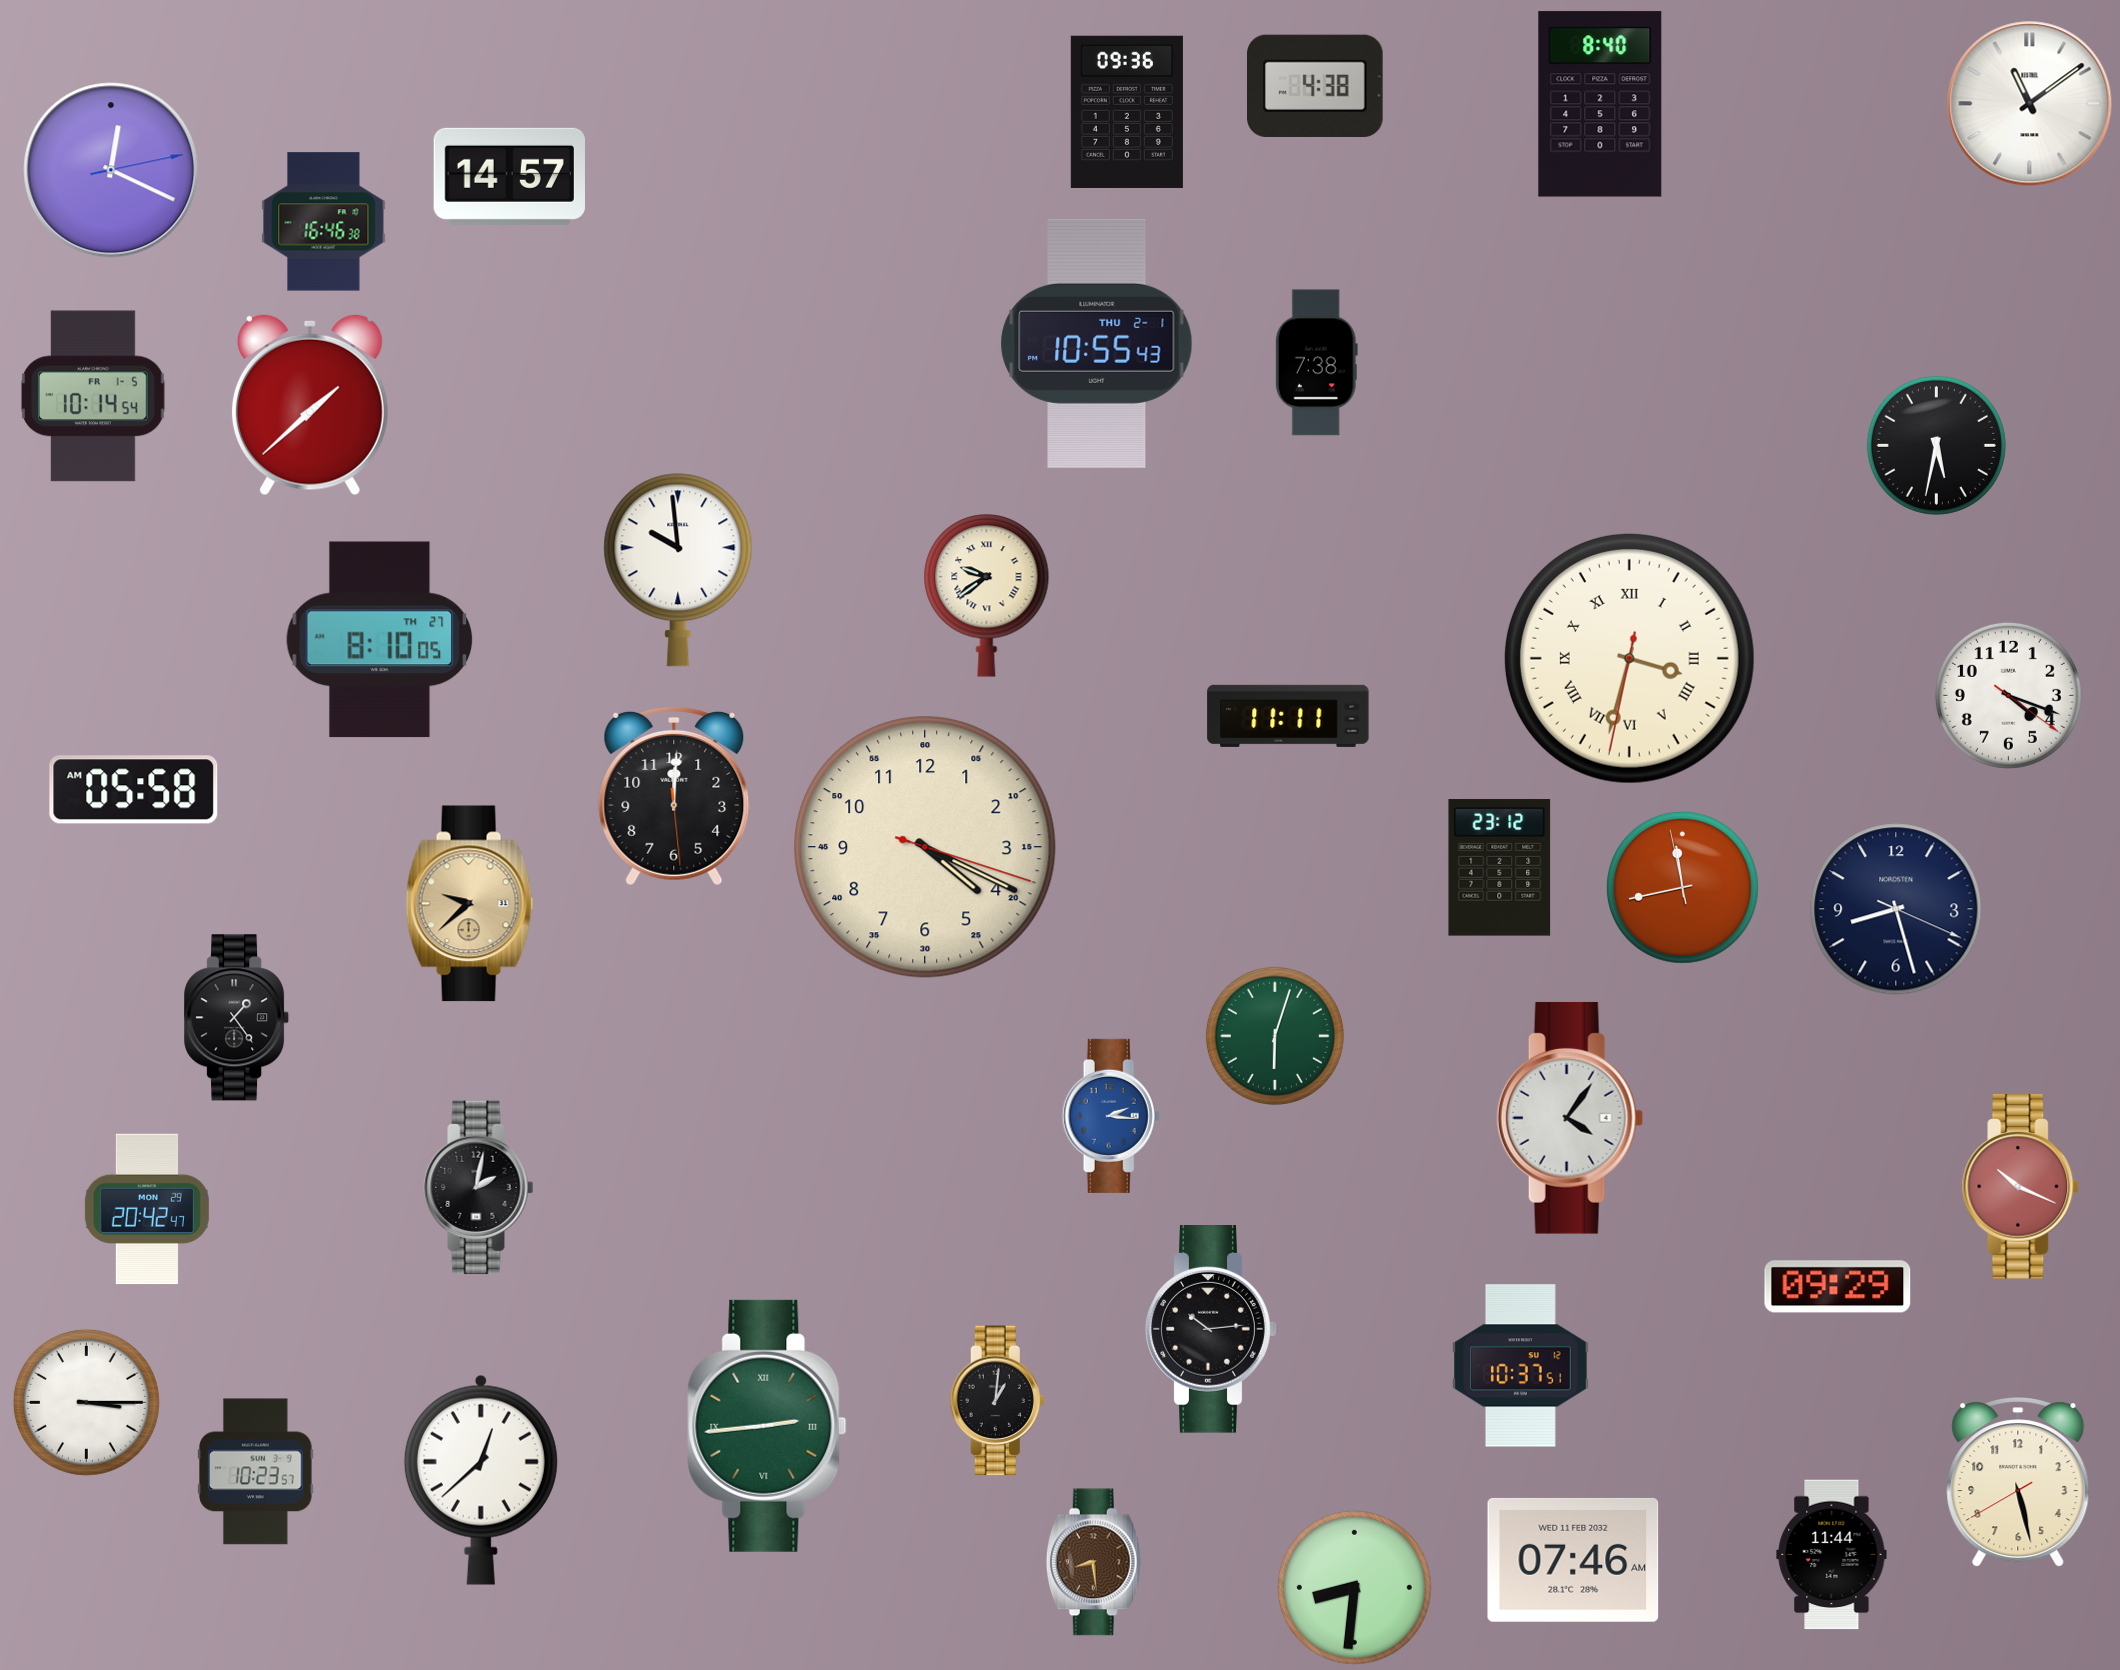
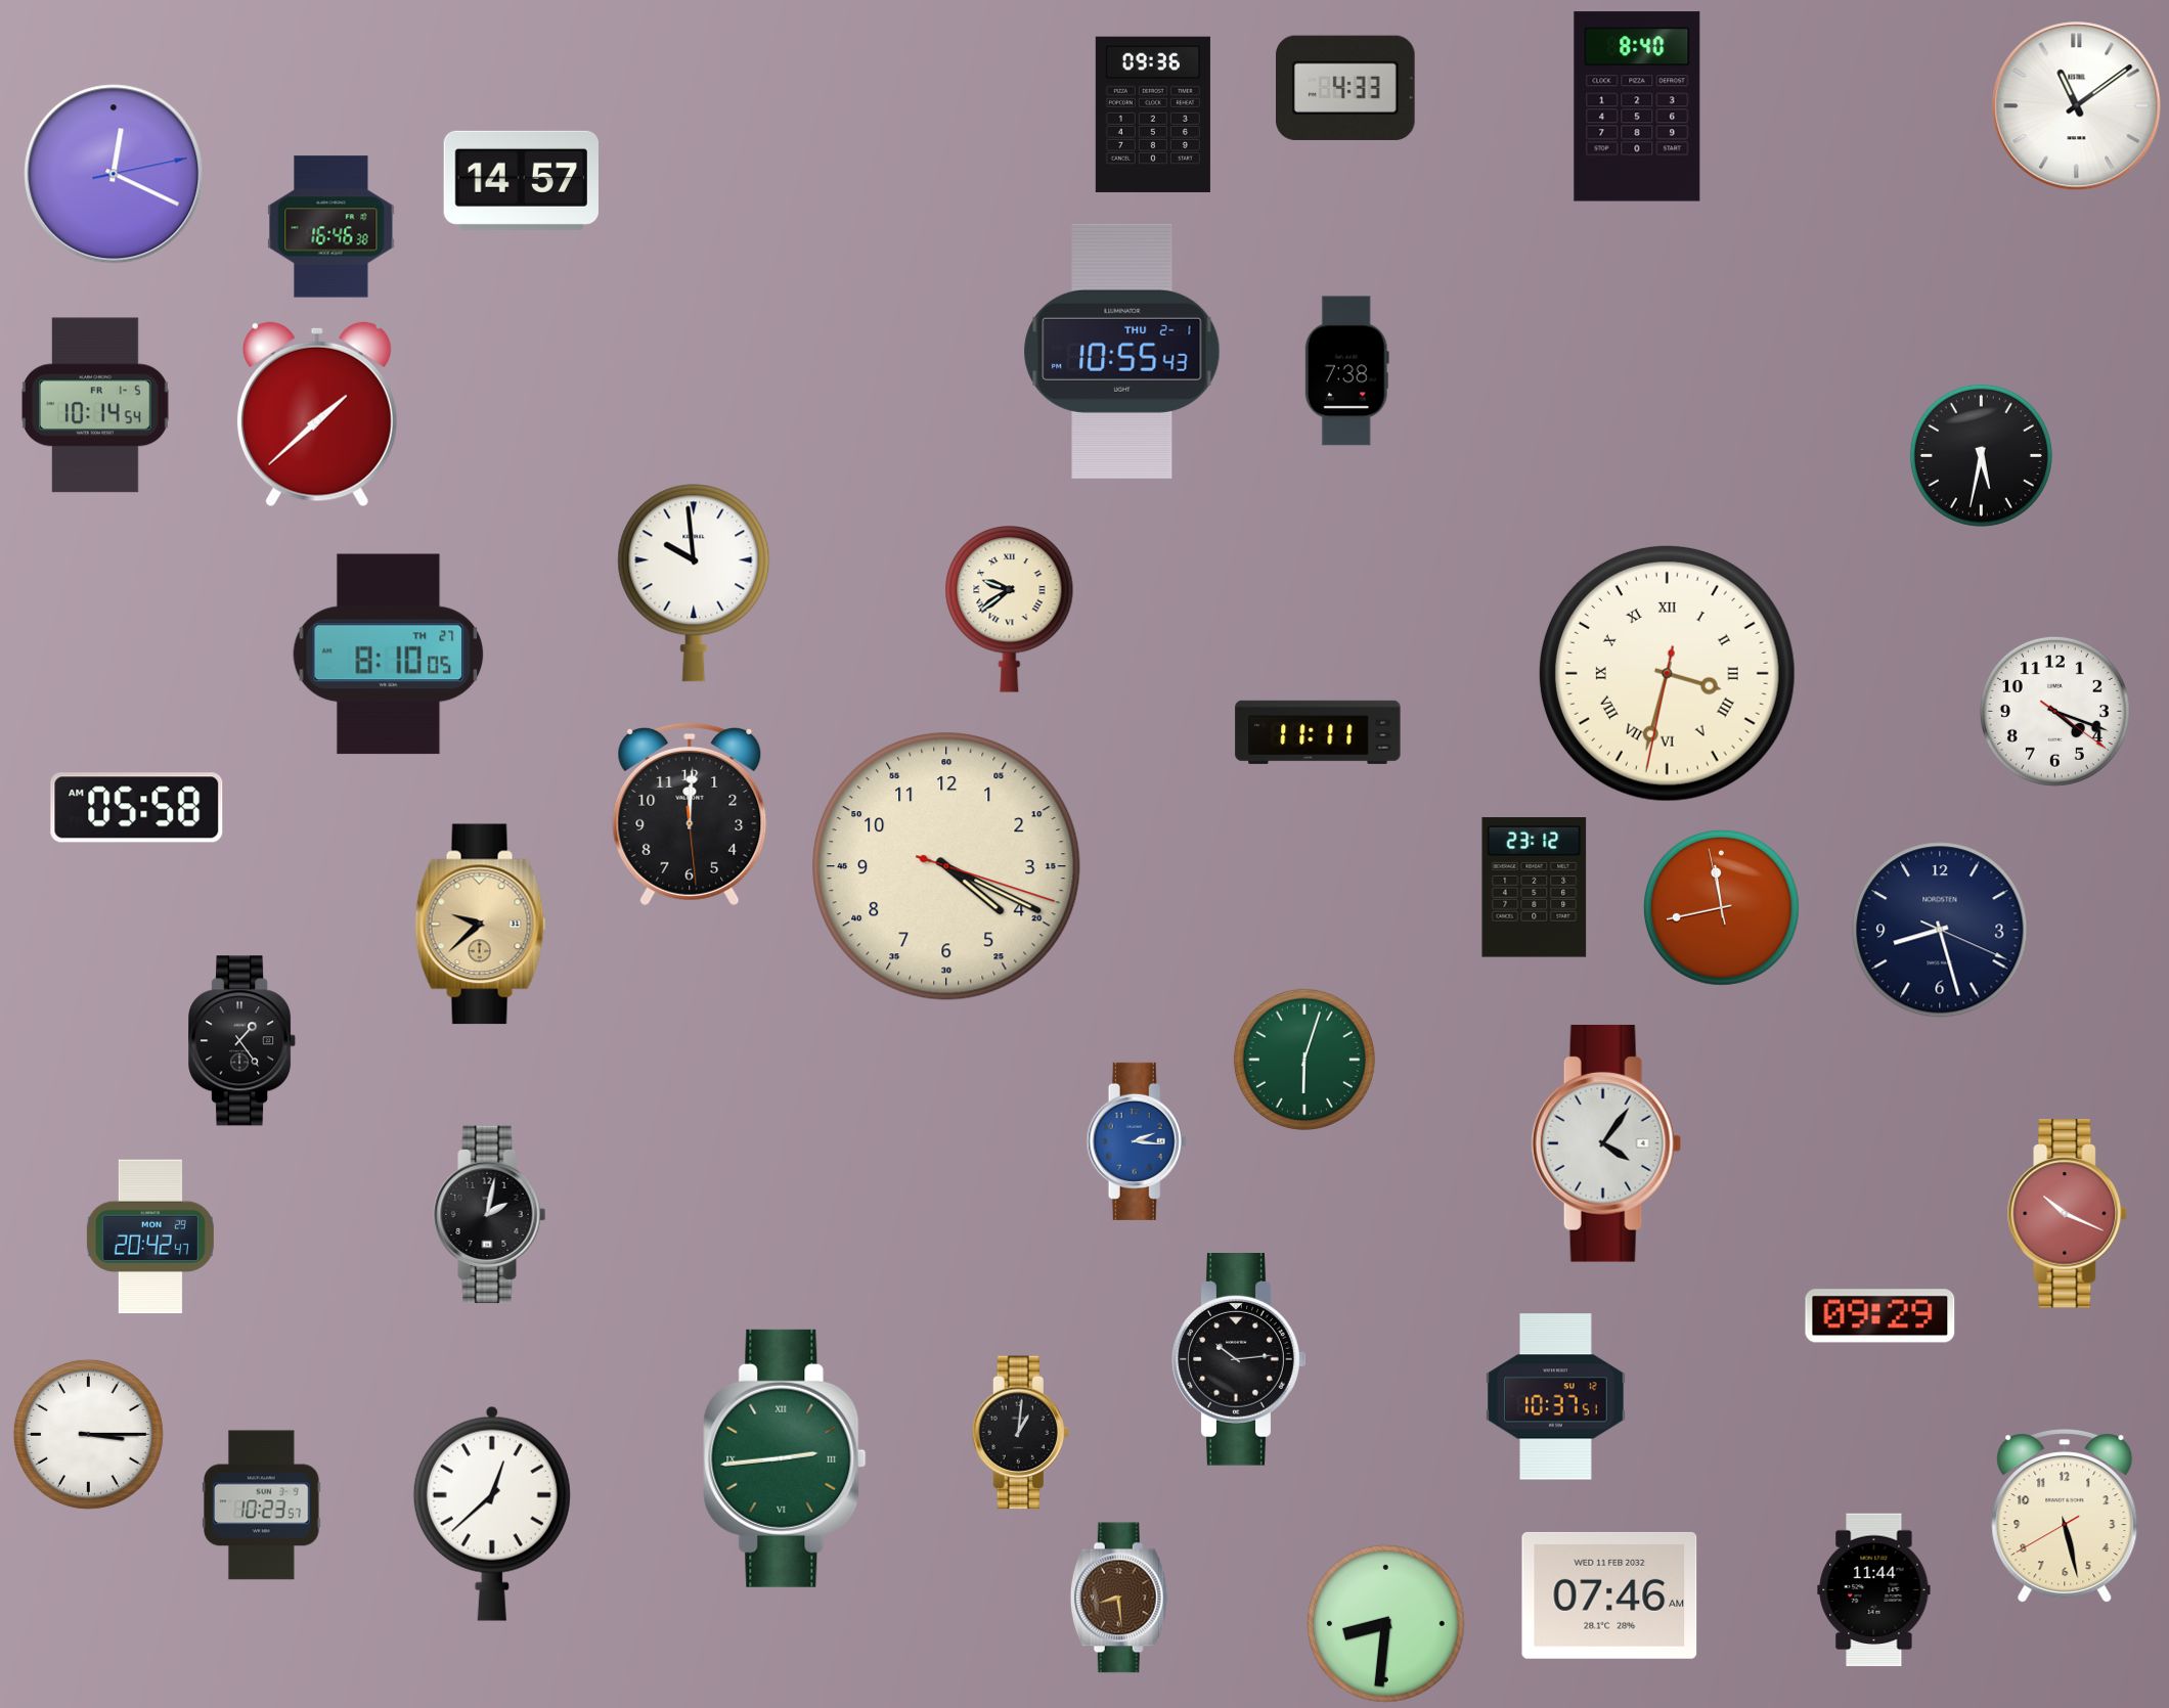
clock at (1316, 86): 4:38 -> 4:33
